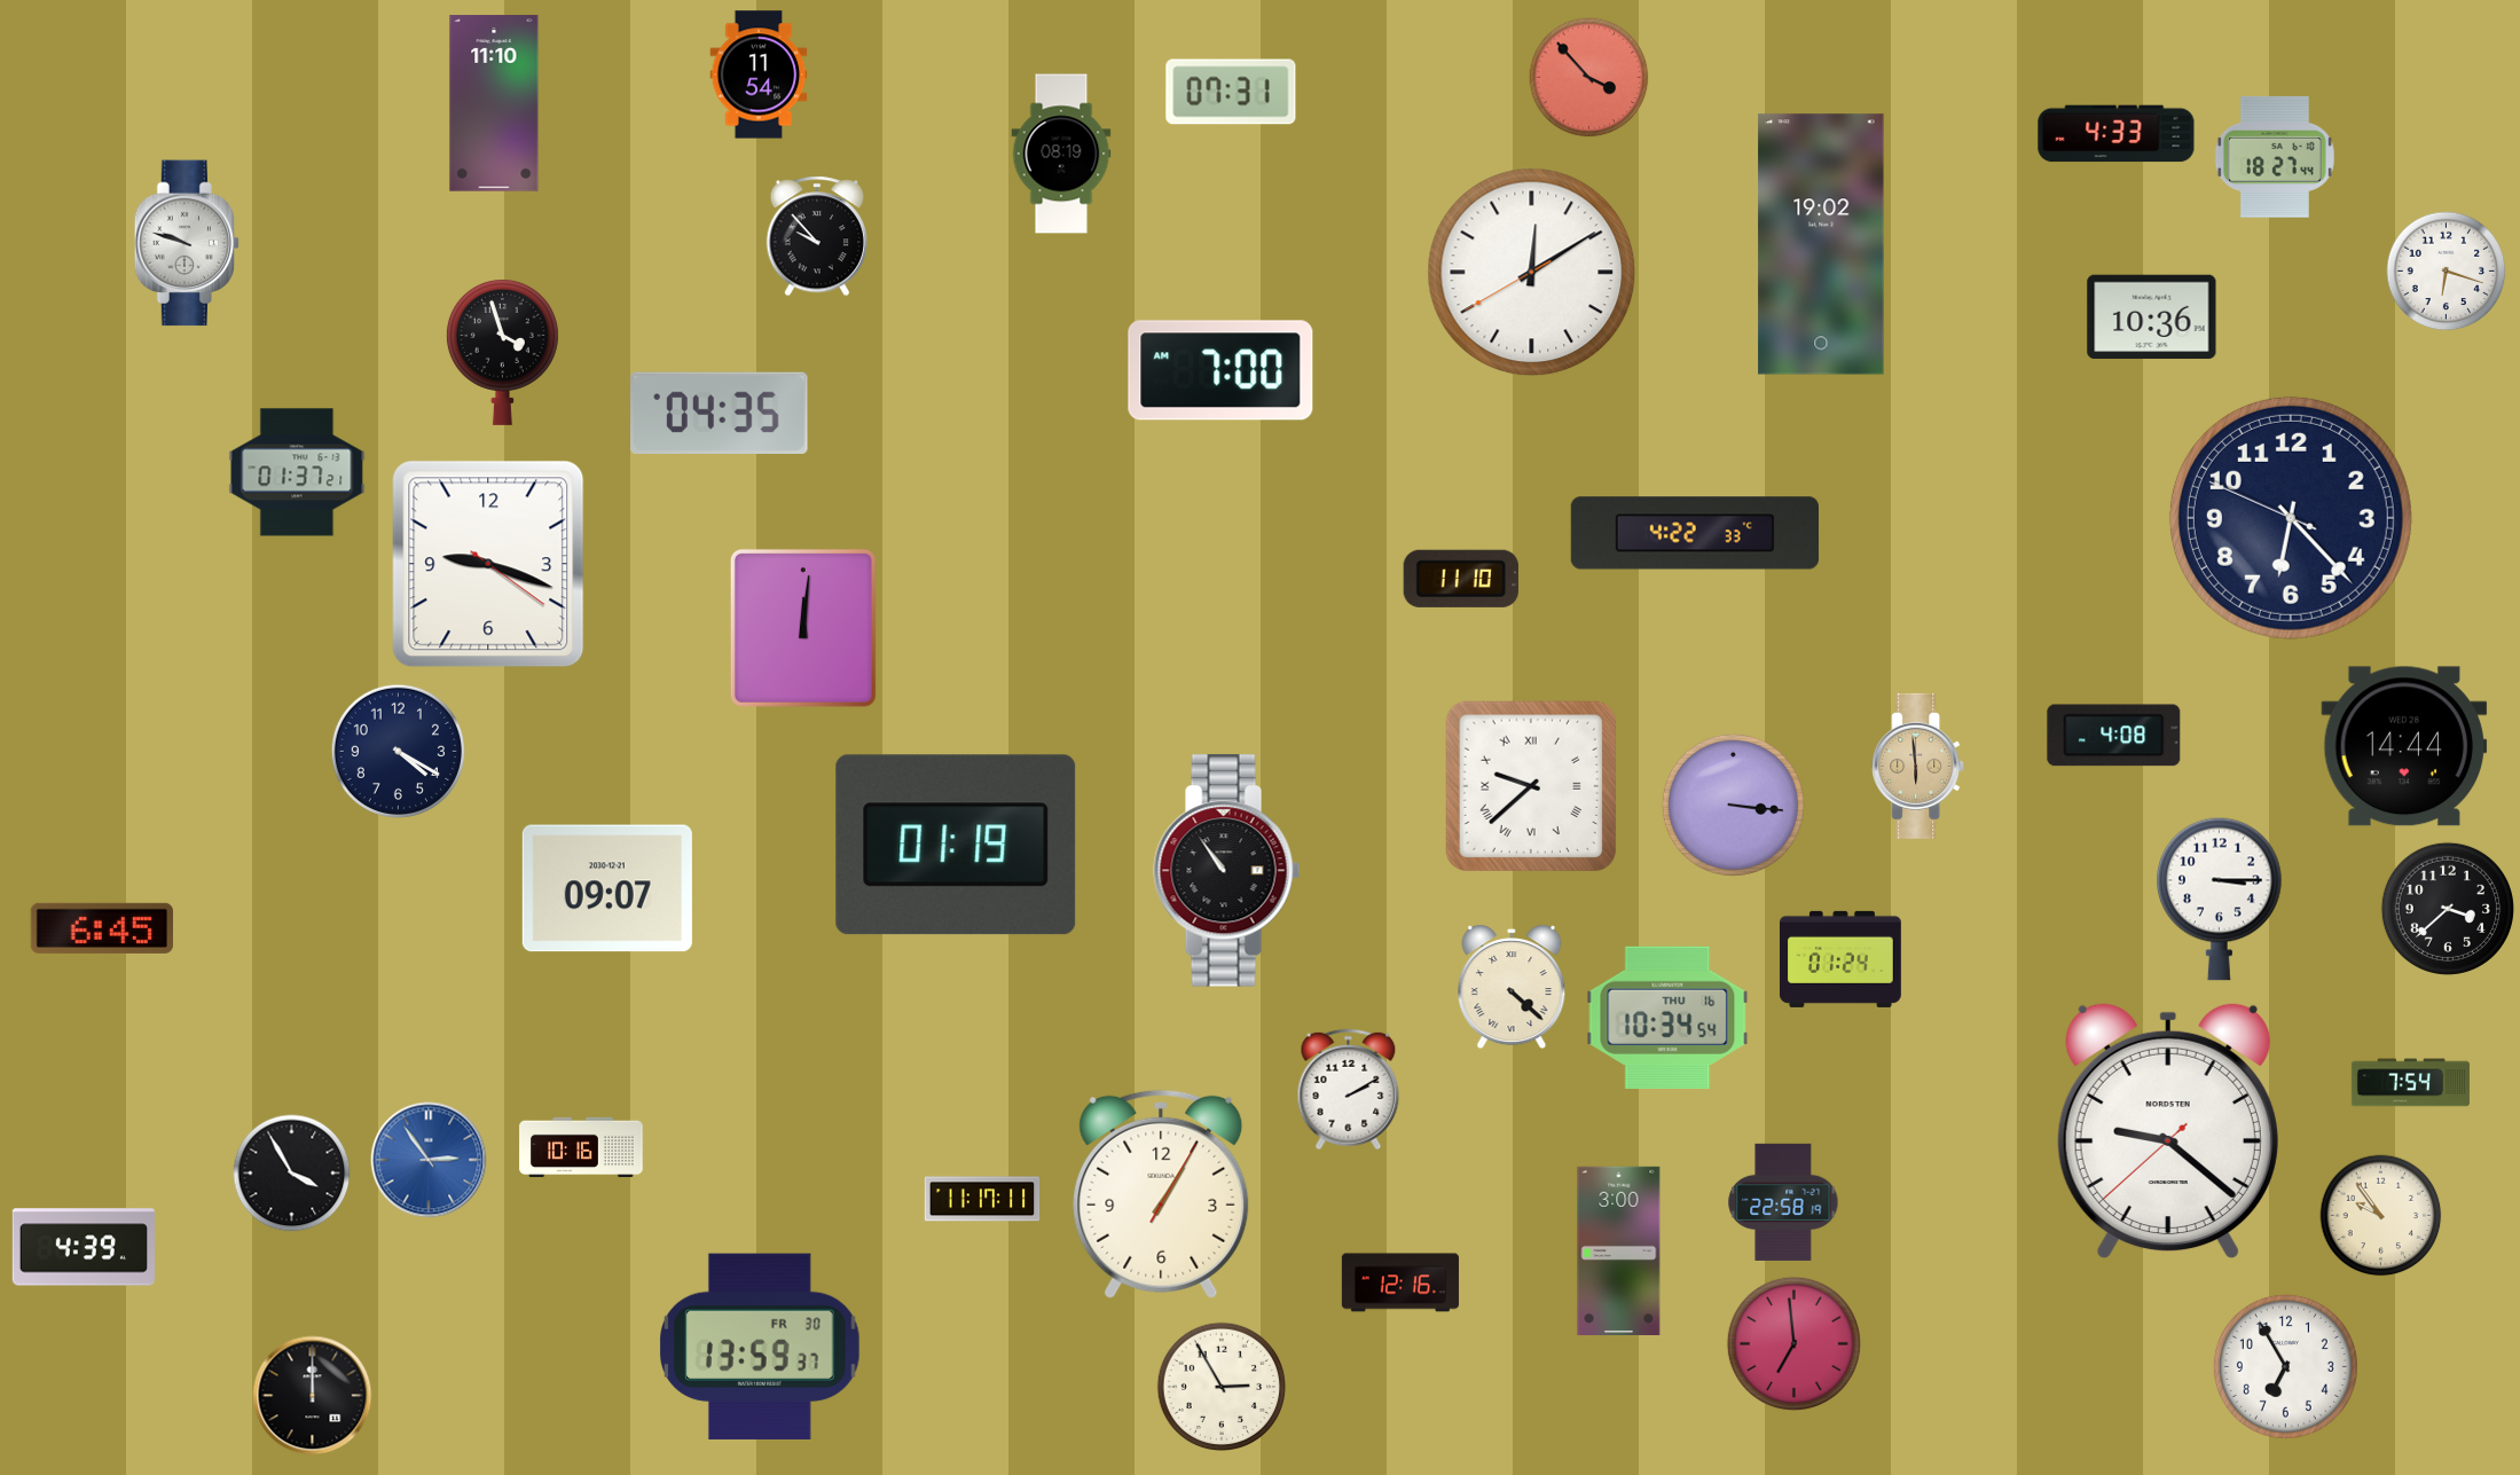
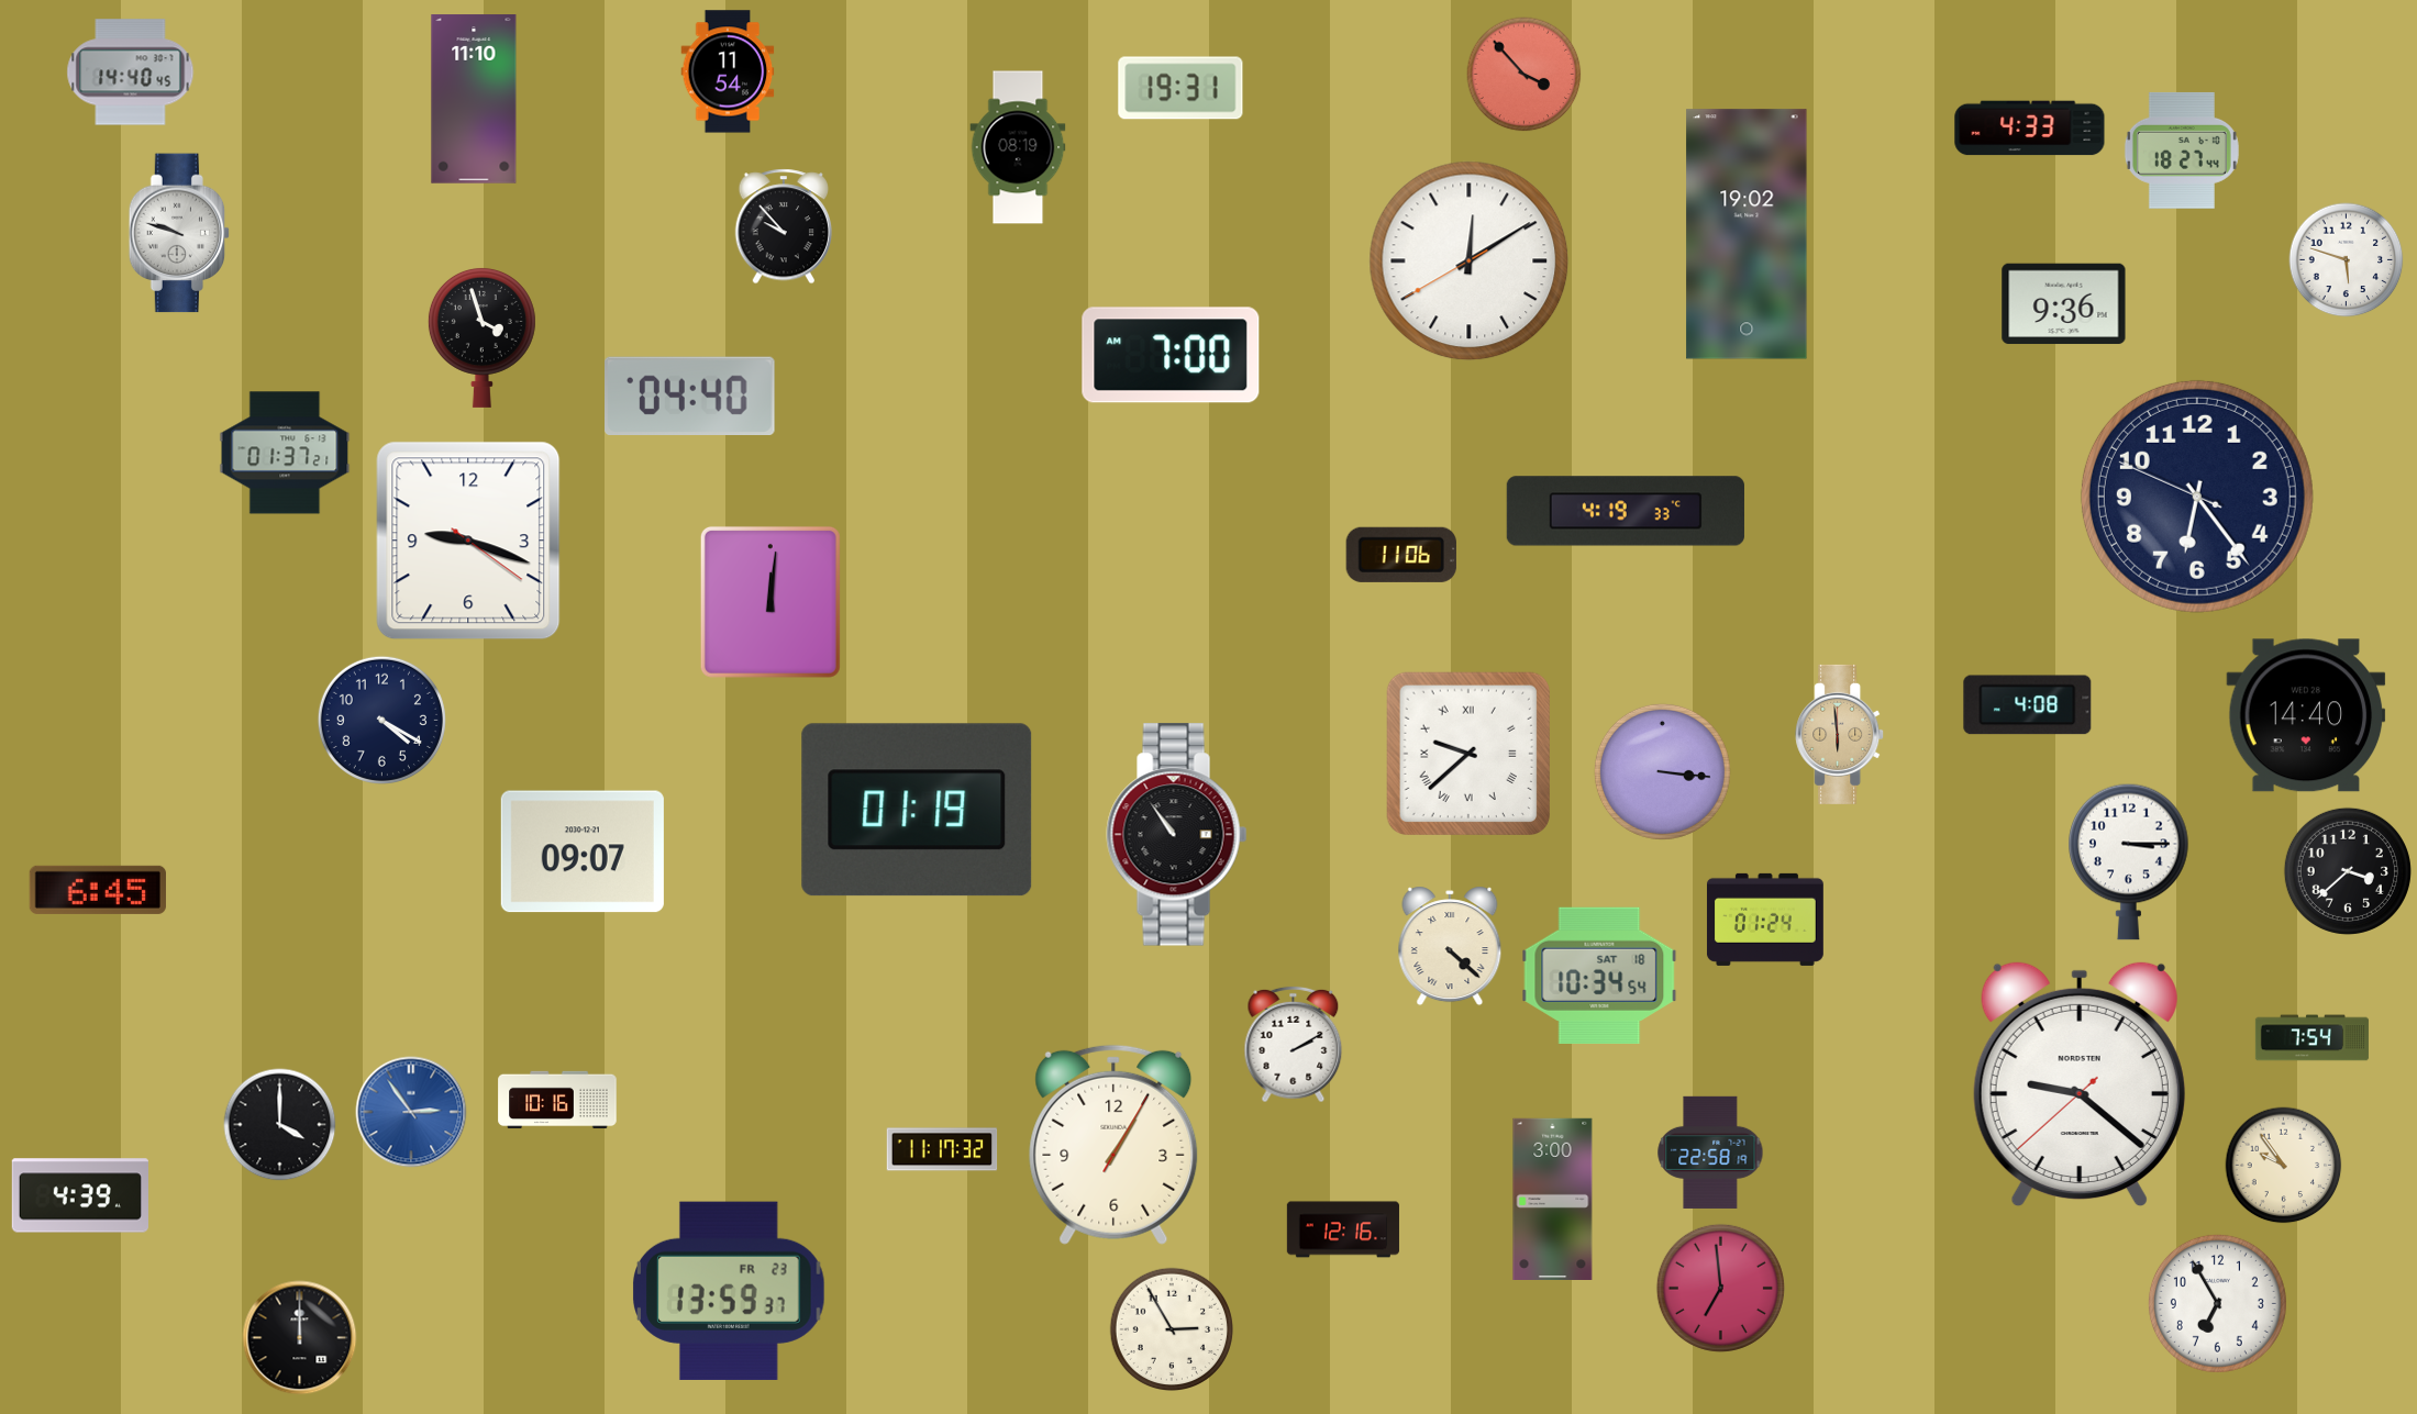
clock at (131, 73): none -> 14:40
clock at (1231, 92): 07:31 -> 19:31
clock at (2447, 272): 6:18 -> 5:48
clock at (2152, 317): 10:36 -> 9:36
clock at (720, 413): 04:35 -> 04:40
clock at (2291, 518): 6:22 -> 6:23
clock at (1695, 533): 4:22 -> 4:19
clock at (1461, 579): 11:10 -> 11:06
clock at (2404, 746): 14:44 -> 14:40
clock at (1667, 1018) date: THU 16 -> SAT 18
clock at (292, 1174): 3:55 -> 4:00
clock at (982, 1199): 11:17:11 -> 11:17:32
clock at (760, 1347) date: FR 30 -> FR 23
clock at (2285, 1366) position: (2285, 1366) -> (2217, 1303)
